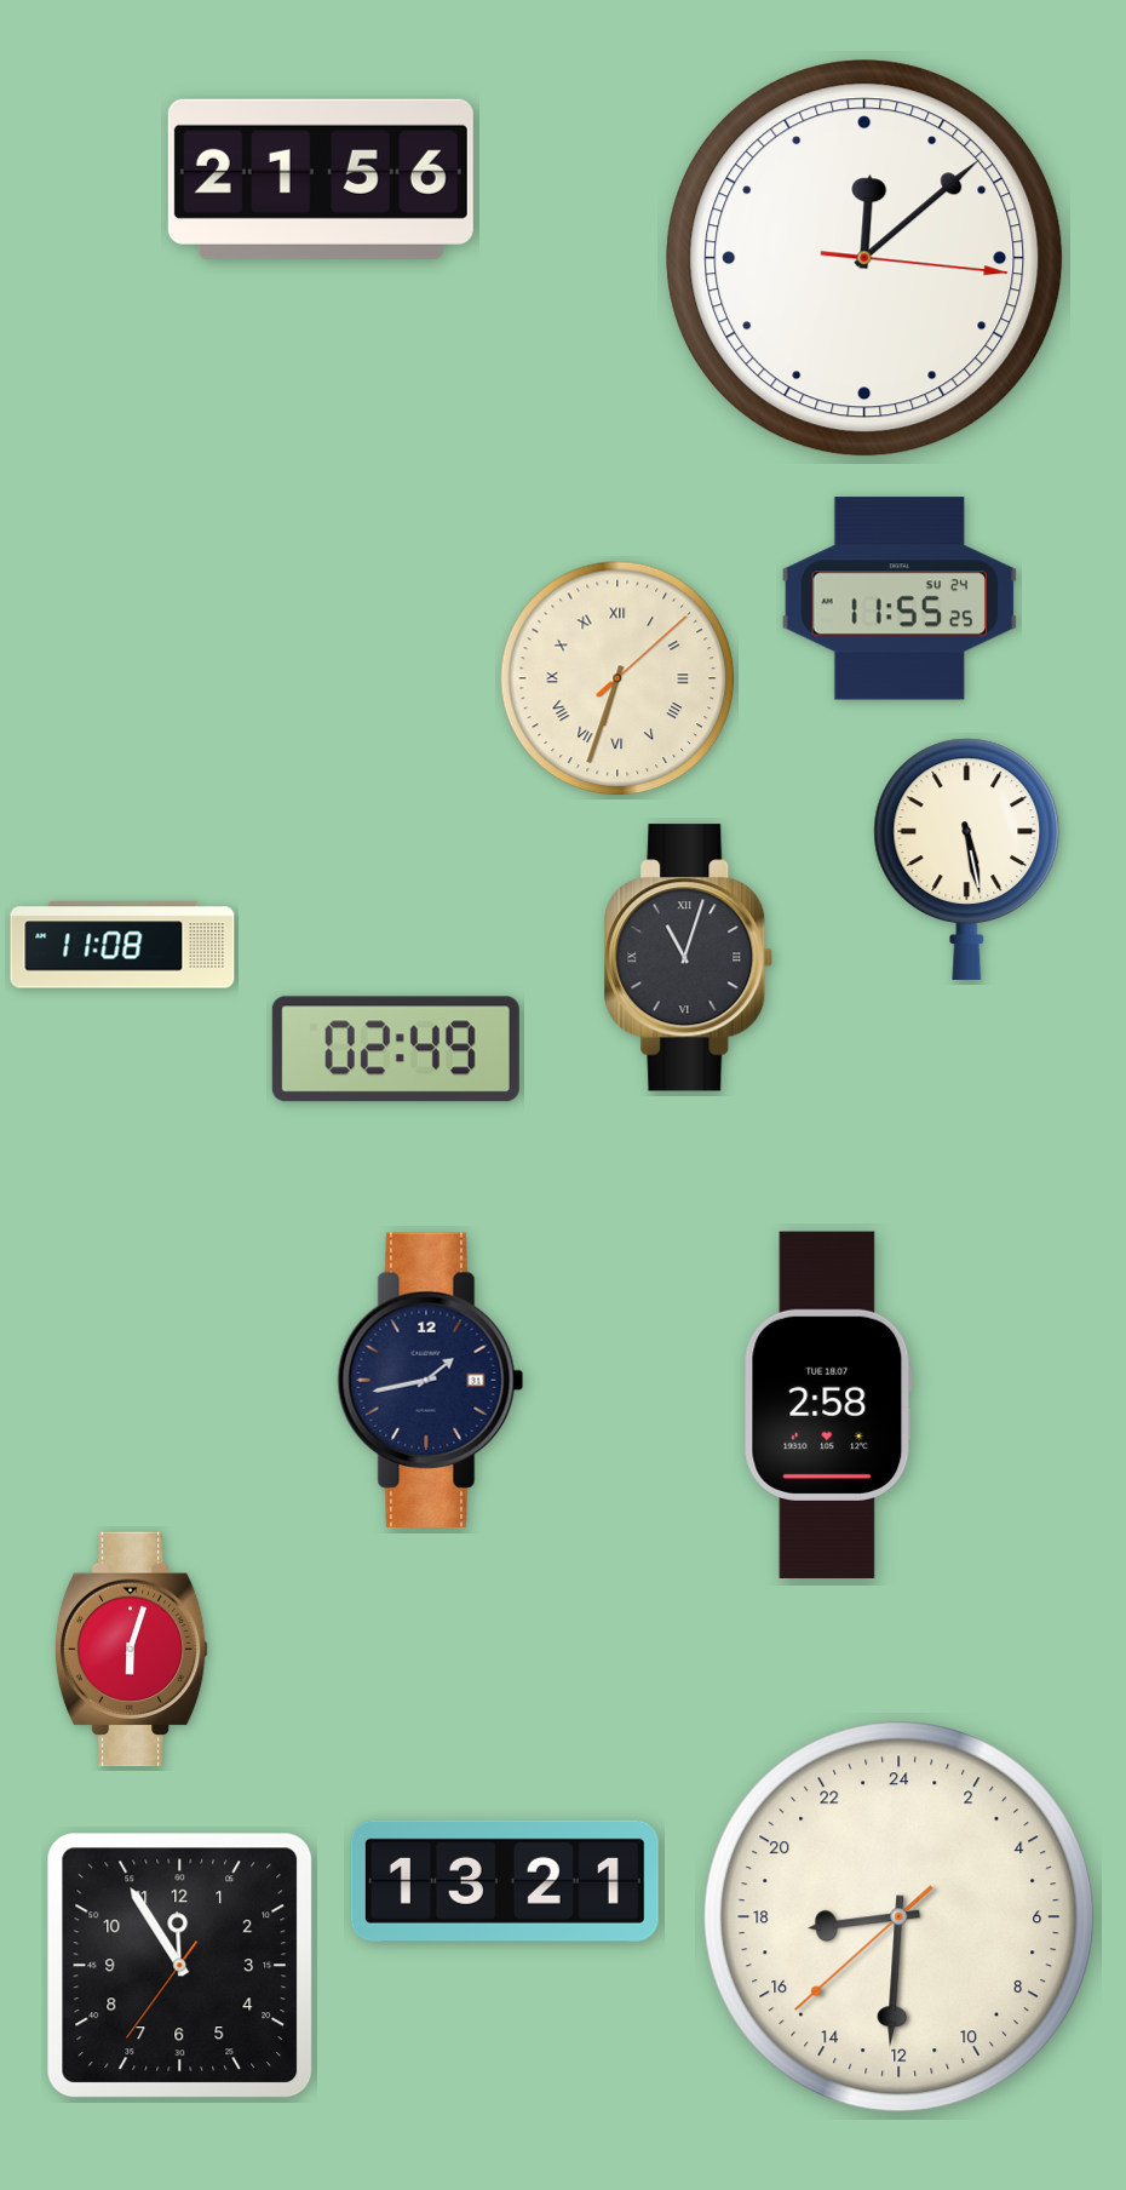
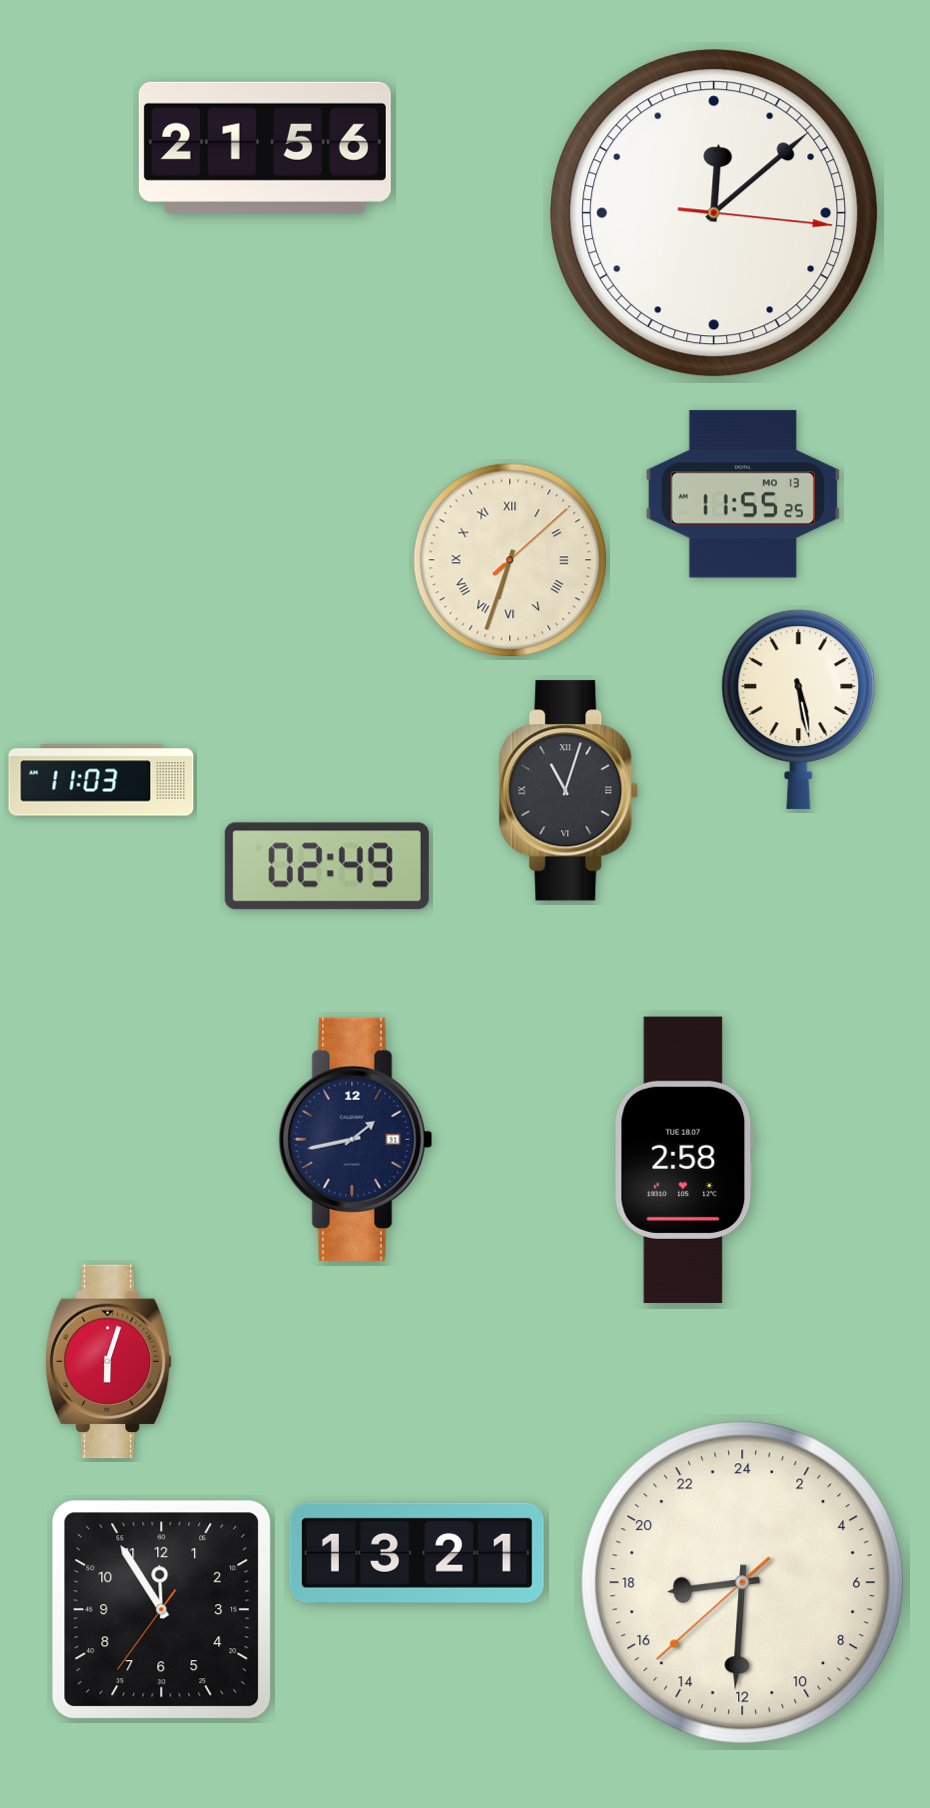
clock at (900, 598) date: SU 24 -> MO 13
clock at (122, 945): 11:08 -> 11:03
clock at (180, 1966) position: (180, 1966) -> (162, 1610)
